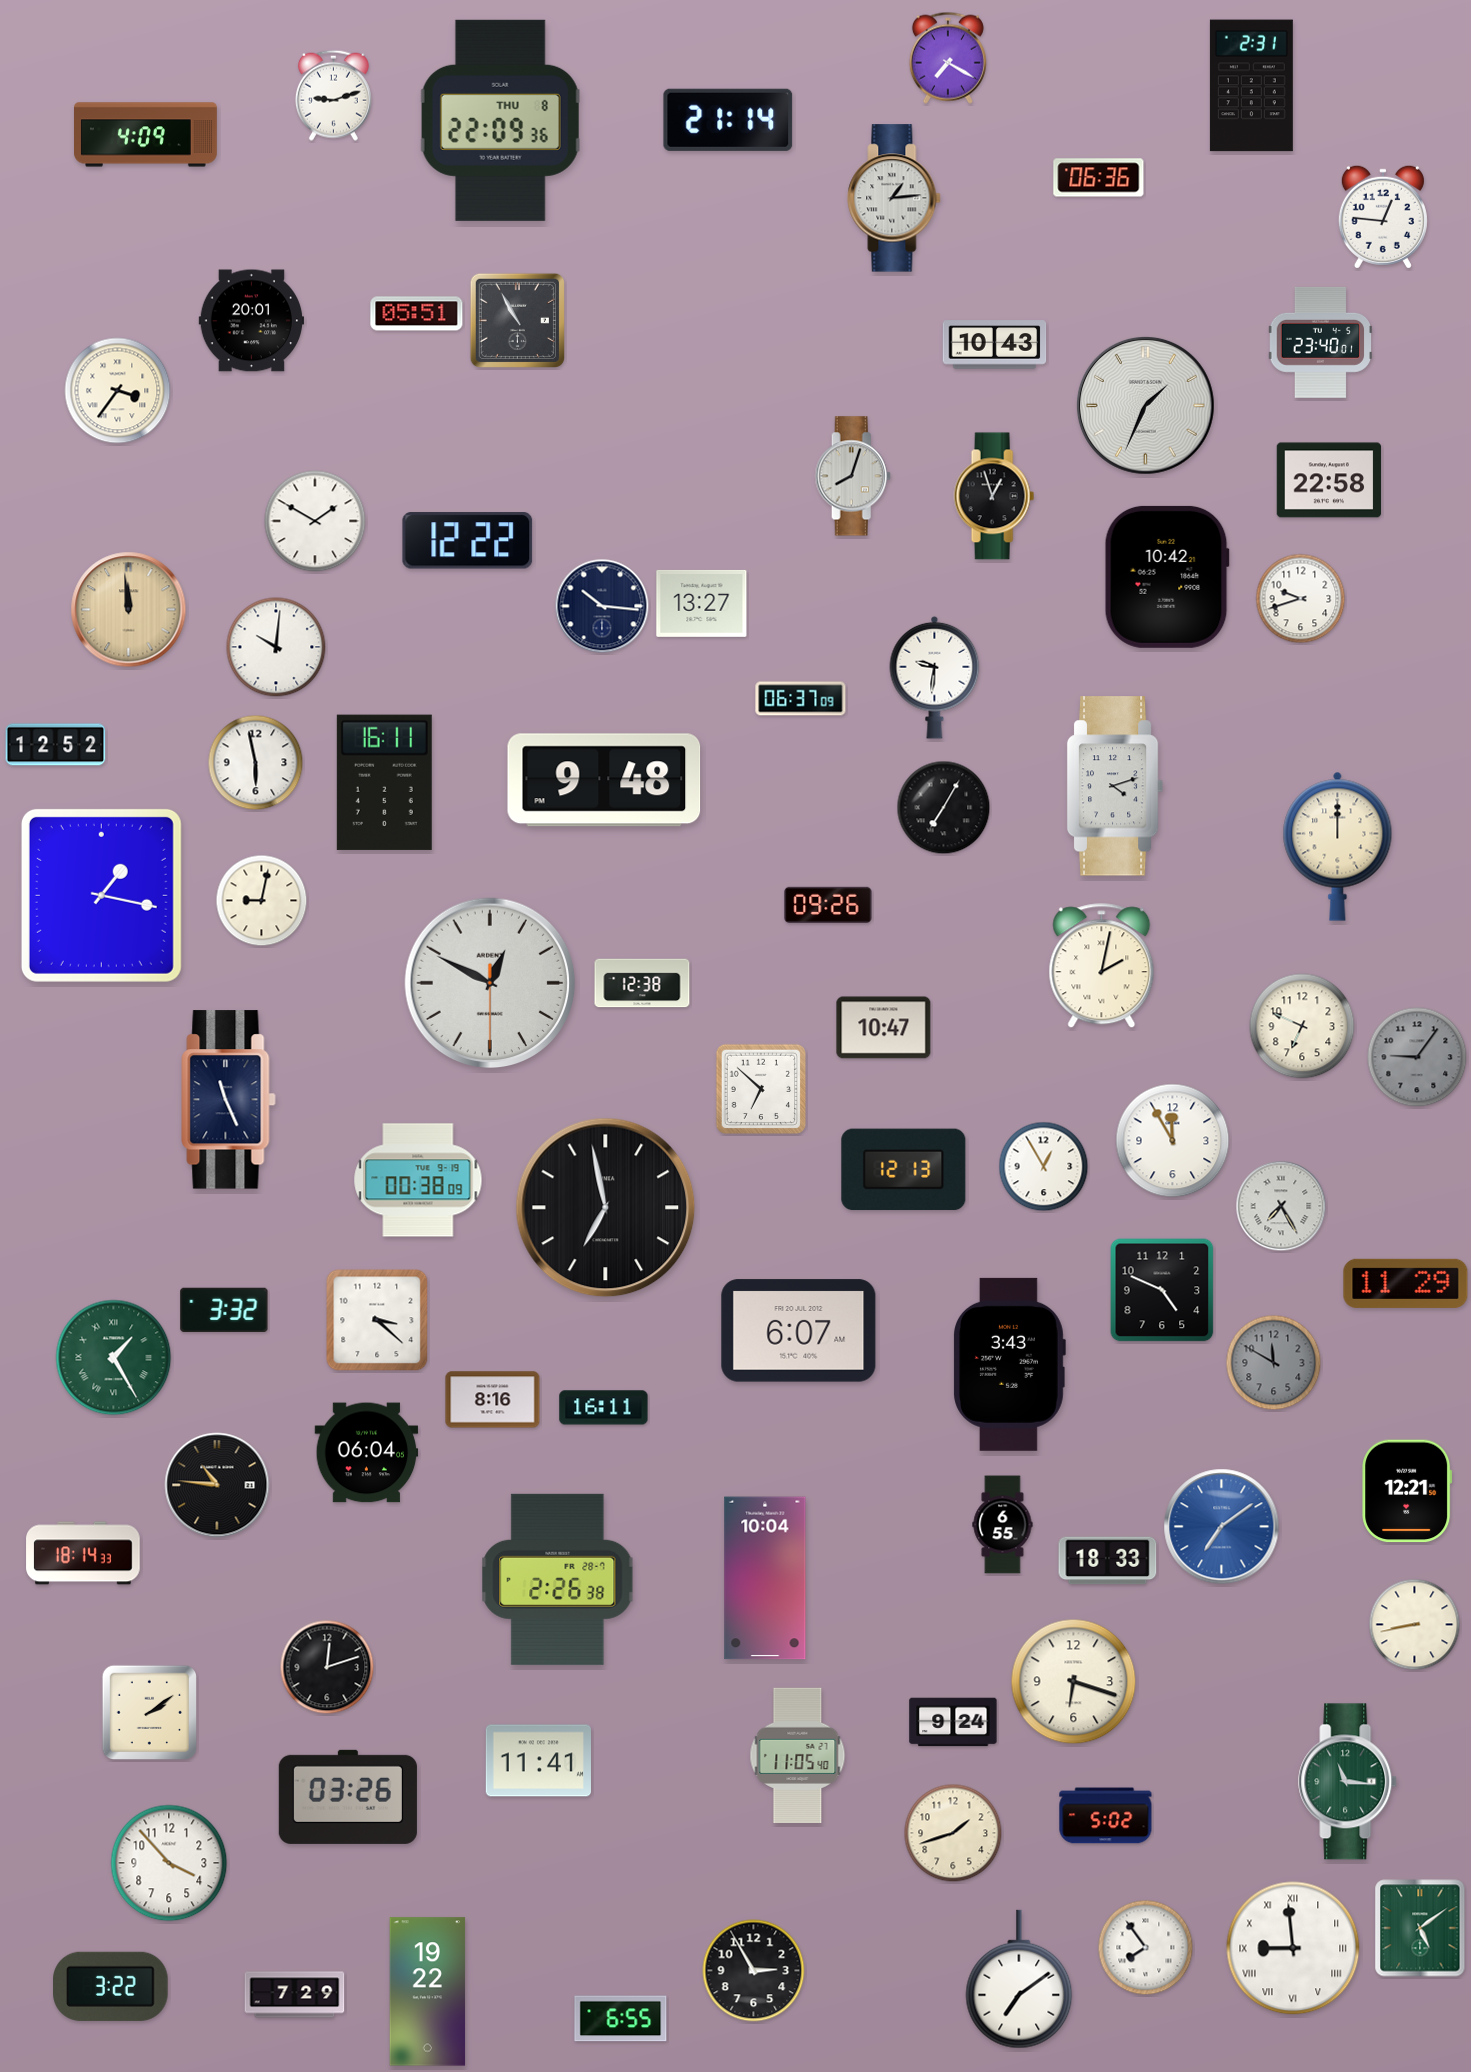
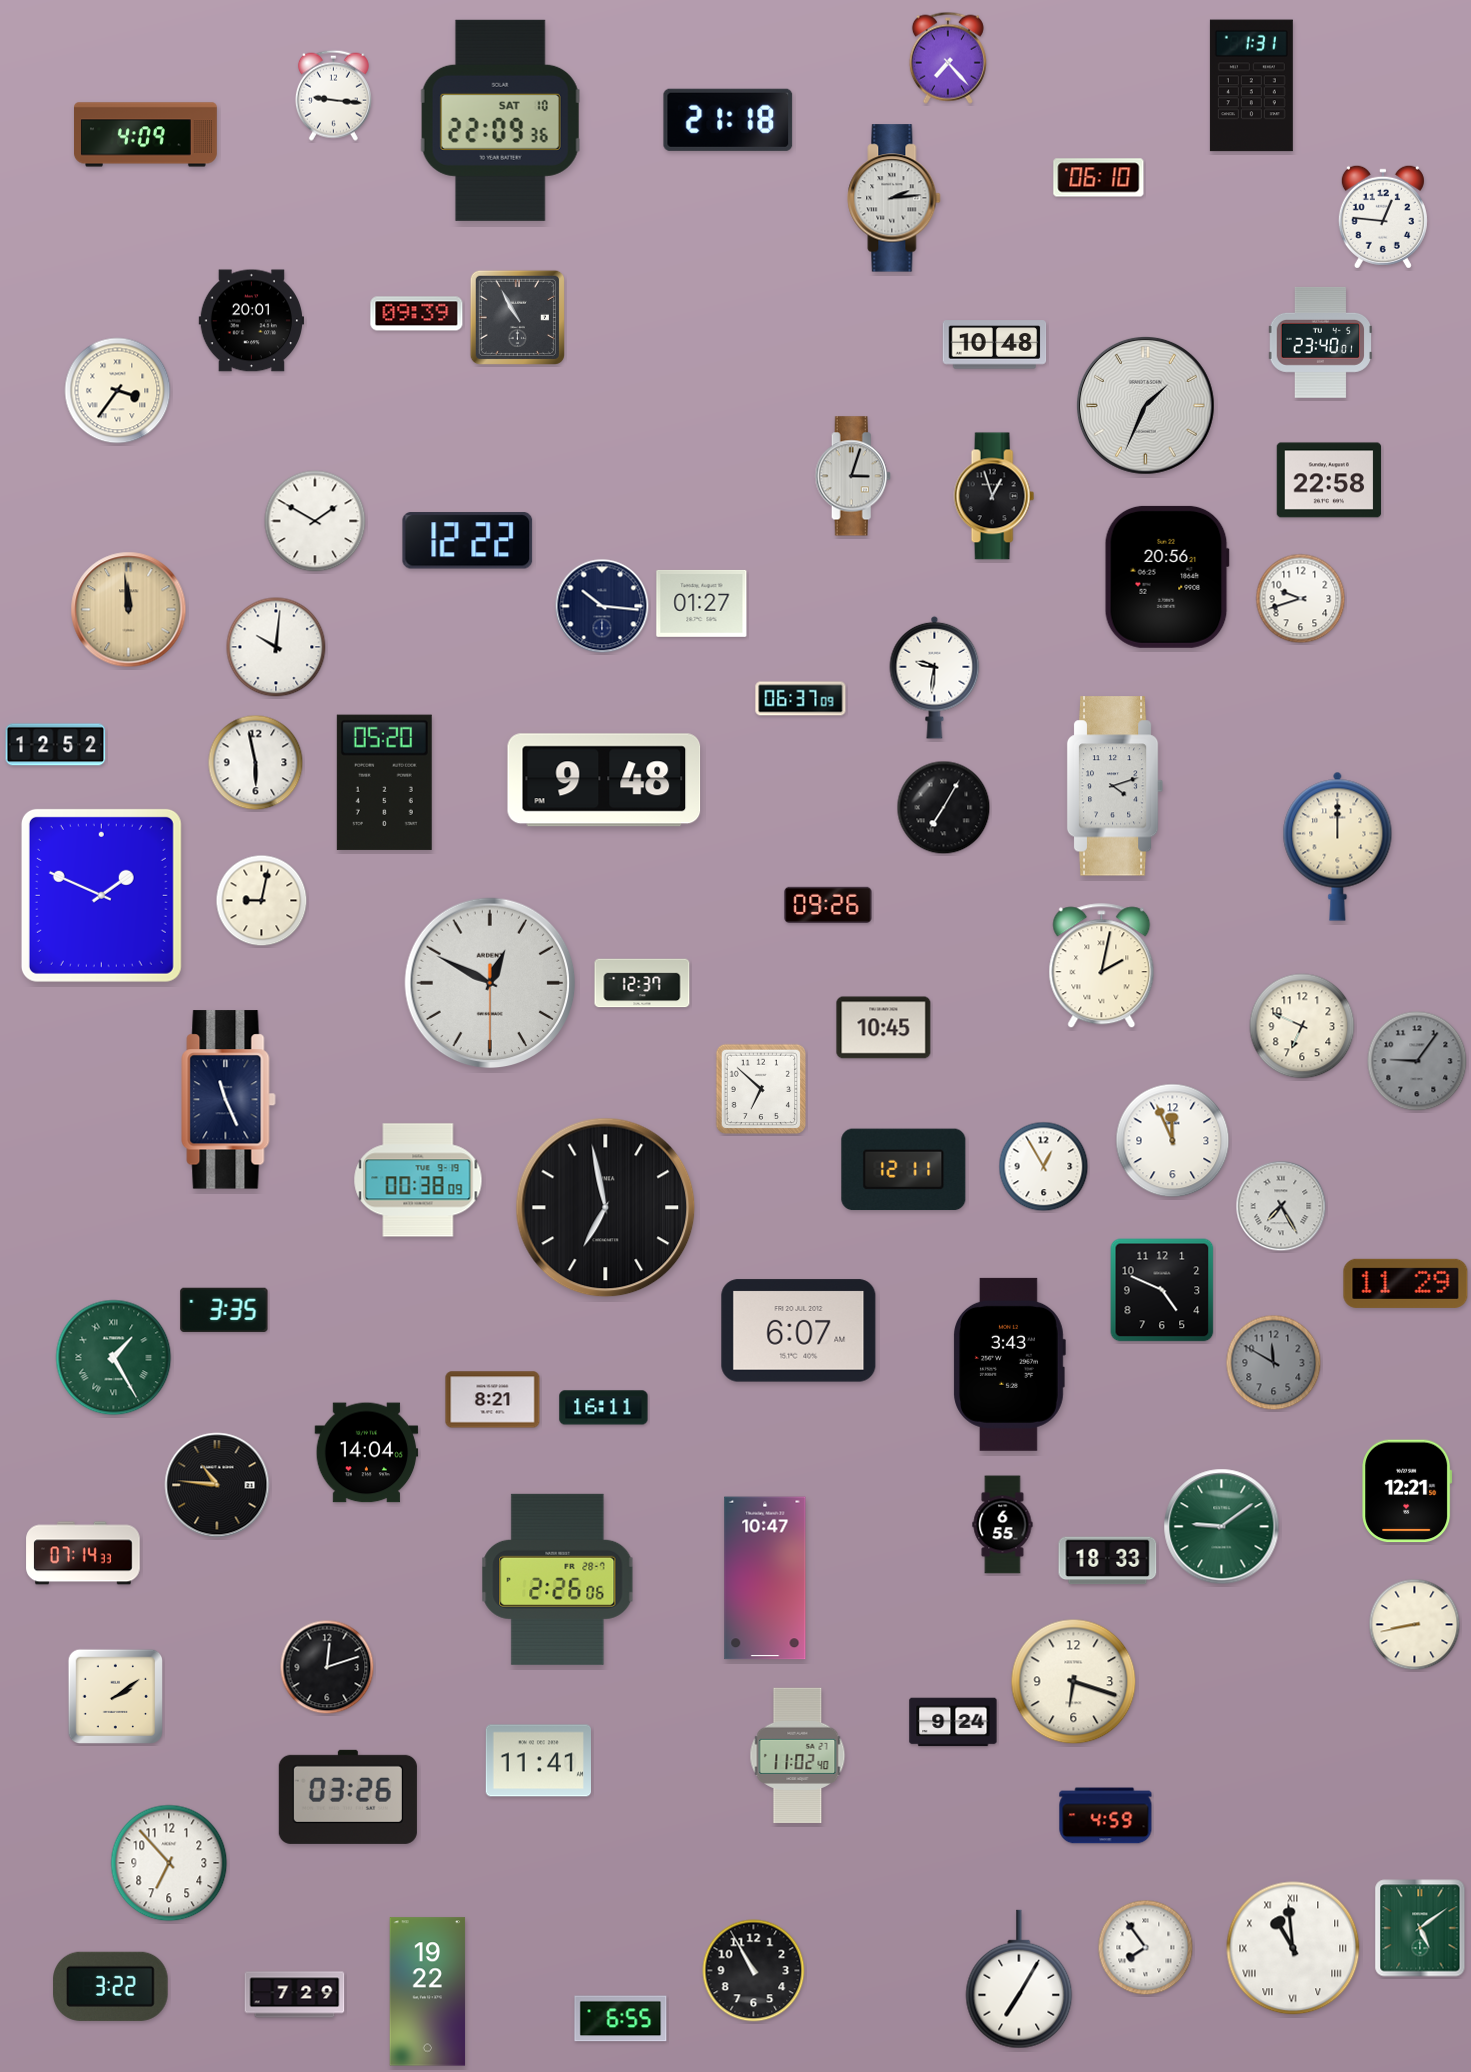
clock at (948, 58): 7:20 -> 7:23
clock at (1251, 86): 2:31 -> 1:31
clock at (333, 95): 9:12 -> 9:16
clock at (500, 120) date: THU 8 -> SAT 10
clock at (728, 120): 21:14 -> 21:18
clock at (1099, 178): 06:36 -> 06:10
clock at (894, 198): 1:14 -> 2:14
clock at (417, 314): 05:51 -> 09:39
clock at (517, 320) position: (517, 320) -> (517, 317)
clock at (995, 345): 10:43 -> 10:48
clock at (853, 476): 8:03 -> 3:03
clock at (1167, 577): 10:42 -> 20:56
clock at (702, 603): 13:27 -> 01:27
clock at (384, 782): 16:11 -> 05:20
clock at (101, 895): 1:17 -> 1:49
clock at (642, 983): 12:38 -> 12:37
clock at (884, 1028): 10:47 -> 10:45
clock at (1417, 1057) position: (1417, 1057) -> (1417, 1061)
clock at (1173, 1141): 11:55 -> 11:56
clock at (904, 1170): 12:13 -> 12:11
clock at (224, 1309): 3:32 -> 3:35
clock at (377, 1320): 3:22 -> none
clock at (493, 1400): 8:16 -> 8:21
clock at (367, 1453): 06:04 -> 14:04
clock at (1222, 1527): 7:09 -> 9:09
clock at (1222, 1527) dial: blue -> green
clock at (83, 1553): 18:14 -> 07:14
clock at (765, 1578): 10:04 -> 10:47
clock at (558, 1579): 2:26:38 -> 2:26:06
clock at (149, 1712) position: (149, 1712) -> (115, 1696)
clock at (798, 1756): 11:05 -> 11:02
clock at (1348, 1782): 11:16 -> none
clock at (1106, 1816): 5:02 -> 4:59
clock at (953, 1833): 1:42 -> none
clock at (169, 1863): 3:53 -> 6:53
clock at (1293, 1948): 8:59 -> 10:59
clock at (754, 1971): 2:55 -> 10:55
clock at (1019, 1979): 7:09 -> 7:05
